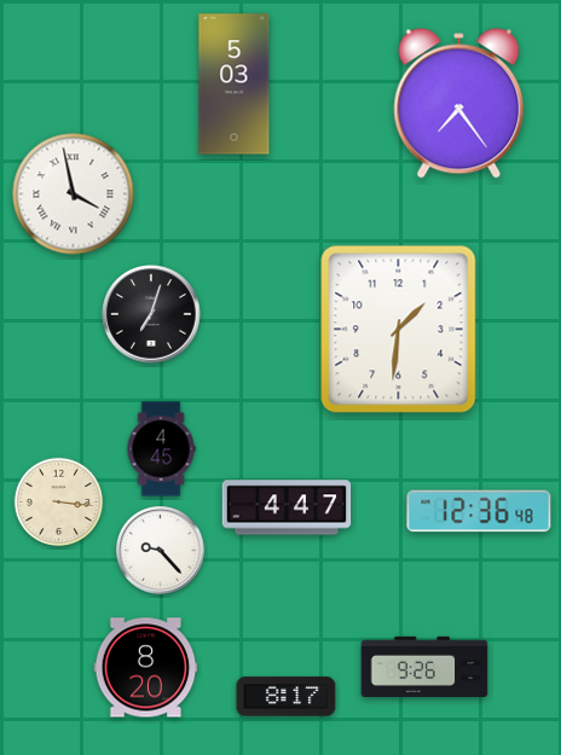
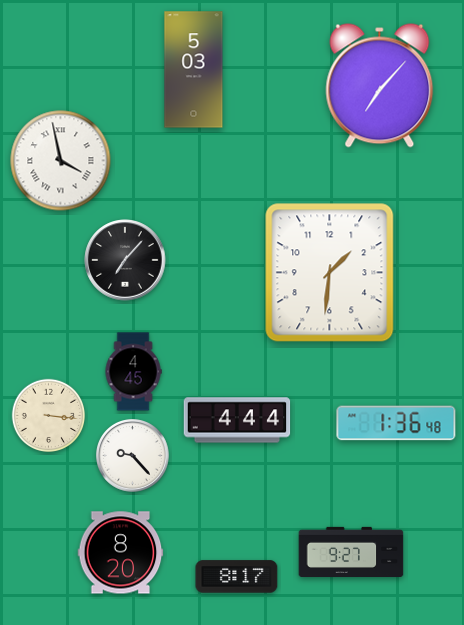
clock at (459, 104): 7:24 -> 7:07
clock at (151, 314): 7:03 -> 7:07
clock at (287, 507): 4:47 -> 4:44
clock at (479, 511): 12:36 -> 1:36
clock at (424, 666): 9:26 -> 9:27
